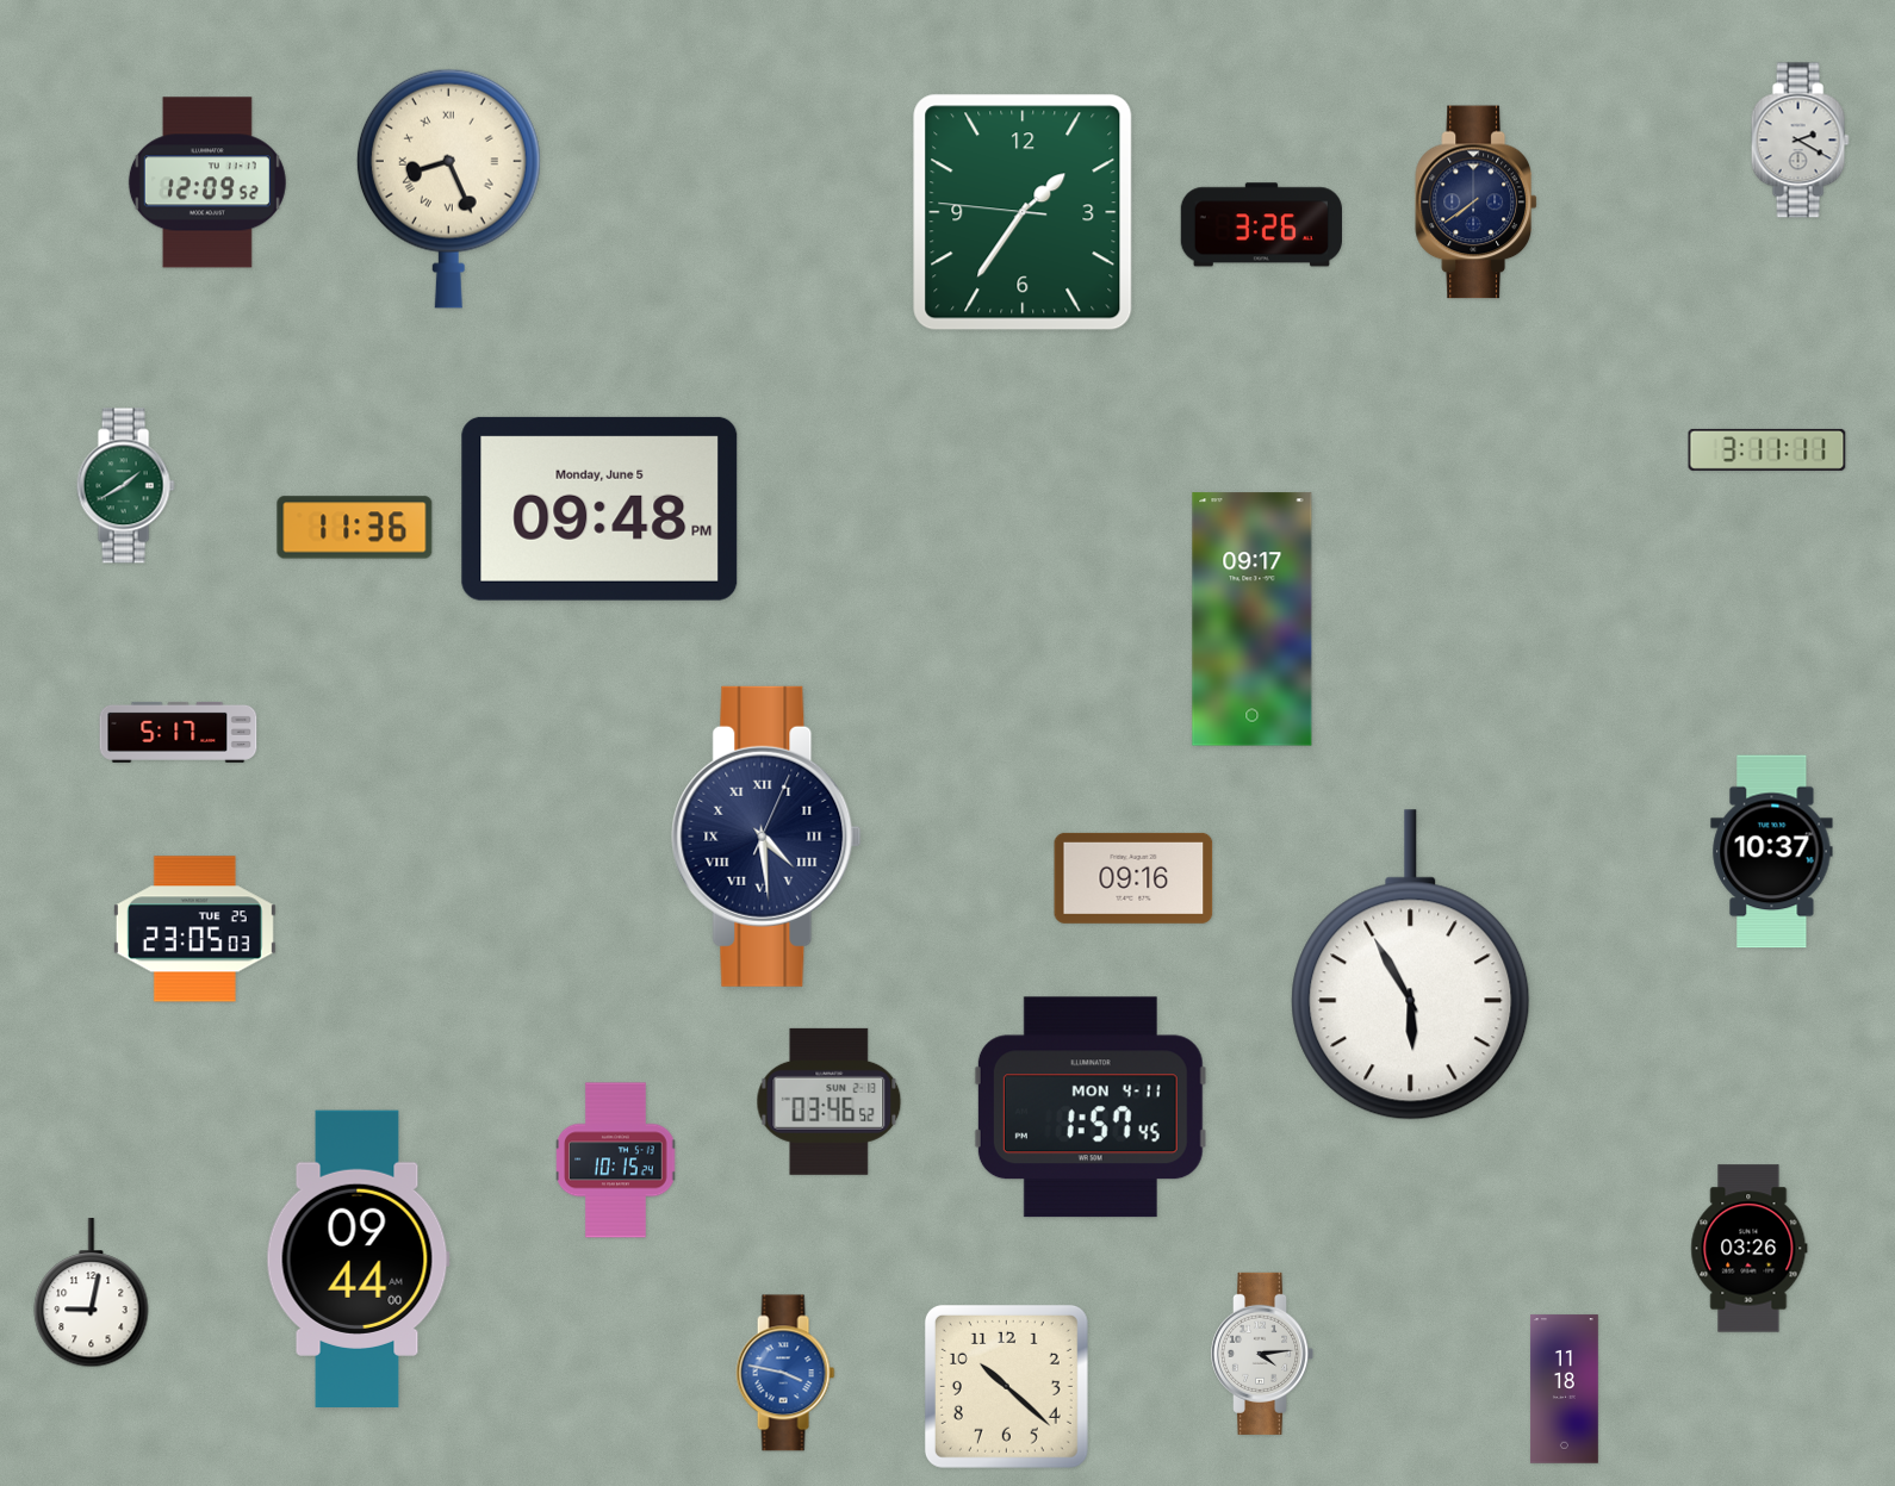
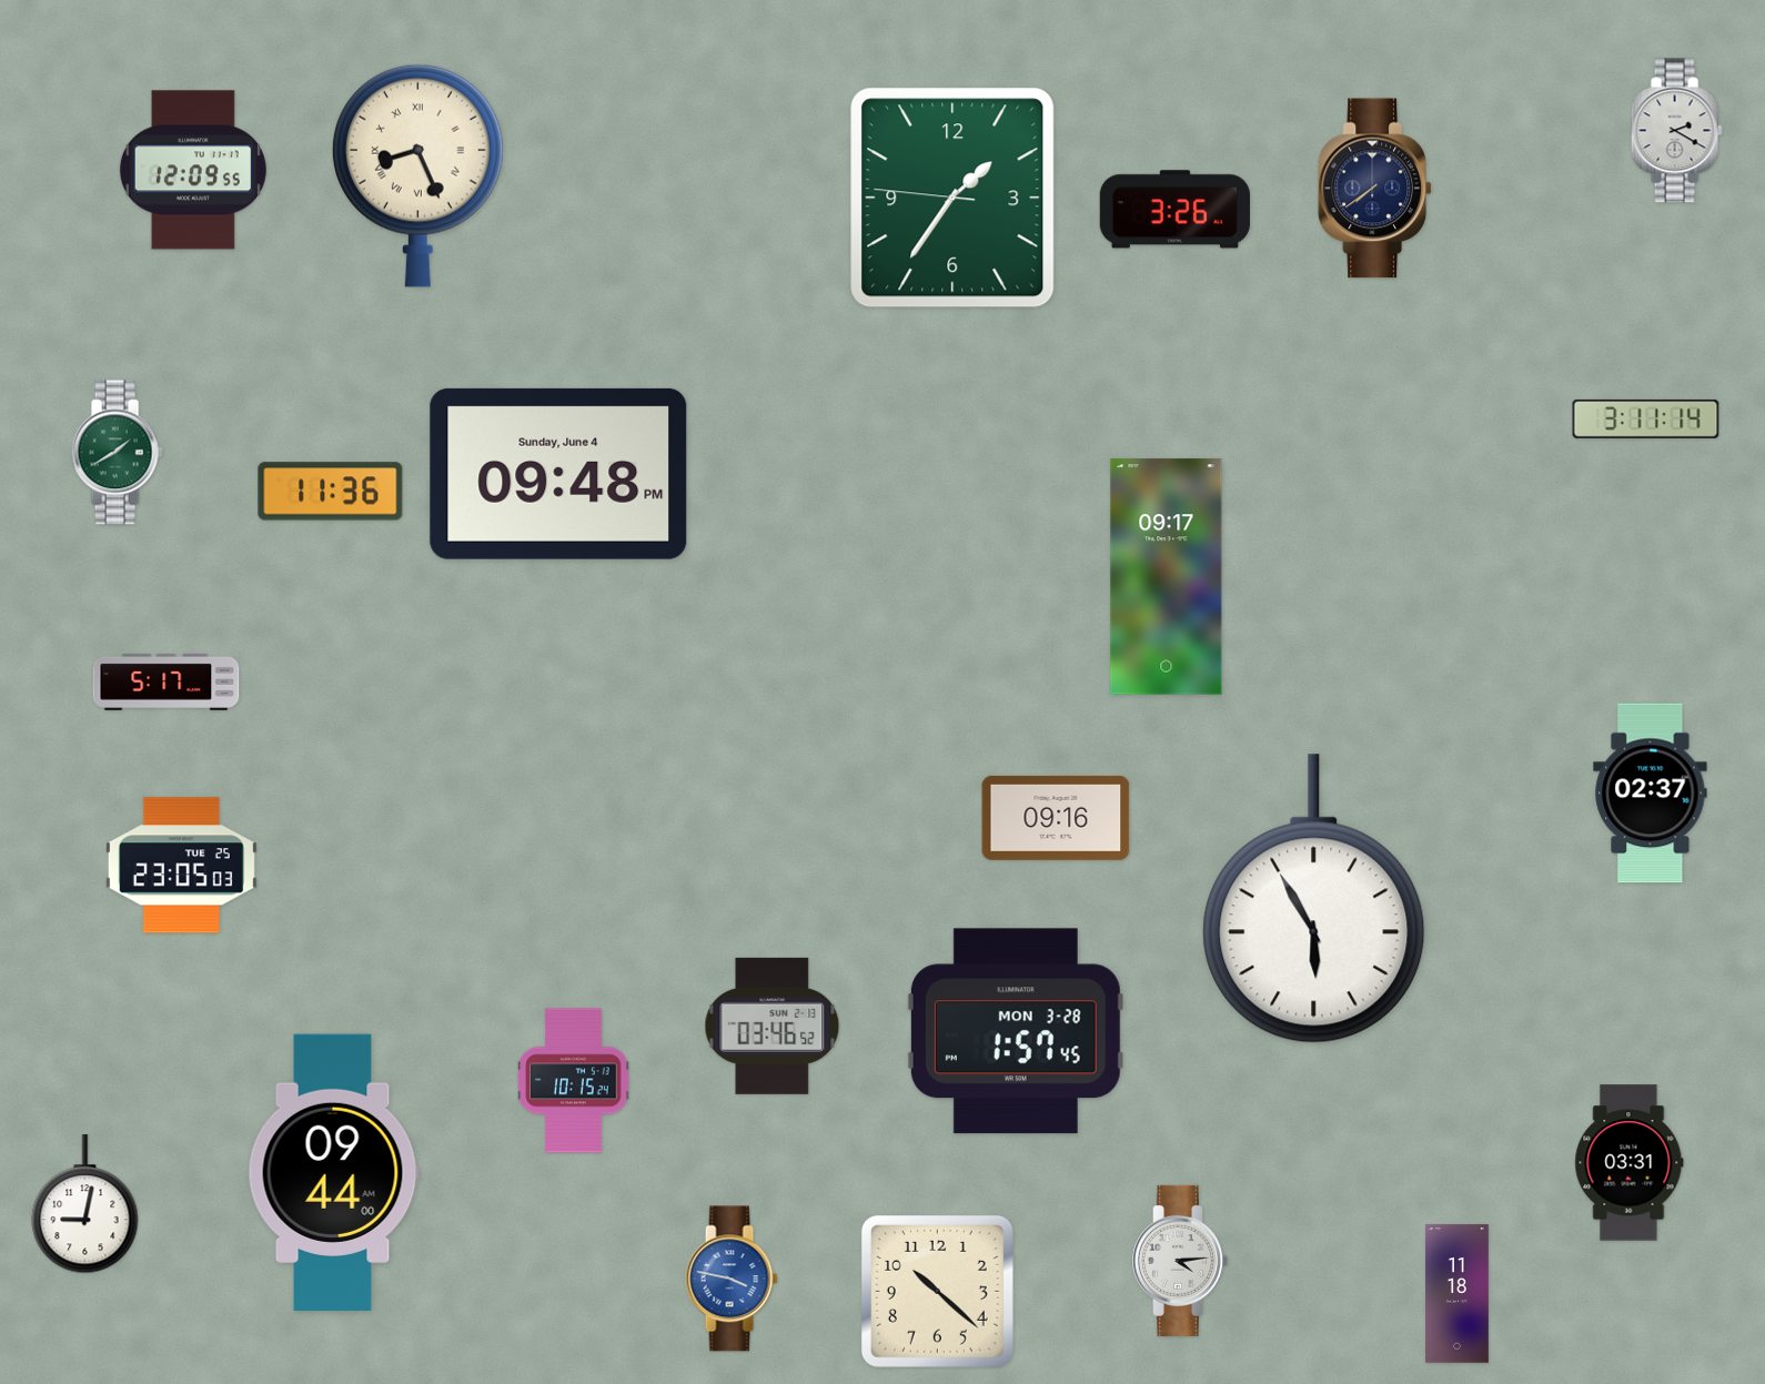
clock at (207, 182): 12:09:52 -> 12:09:55
clock at (1767, 449): 3:11:11 -> 3:11:14
clock at (599, 509) date: Monday, June 5 -> Sunday, June 4
clock at (766, 837): 4:29 -> none
clock at (1772, 852): 10:37 -> 02:37
clock at (1091, 1107) date: MON 4-11 -> MON 3-28
clock at (1750, 1249): 03:26 -> 03:31
clock at (1262, 1354) position: (1262, 1354) -> (1180, 1261)
